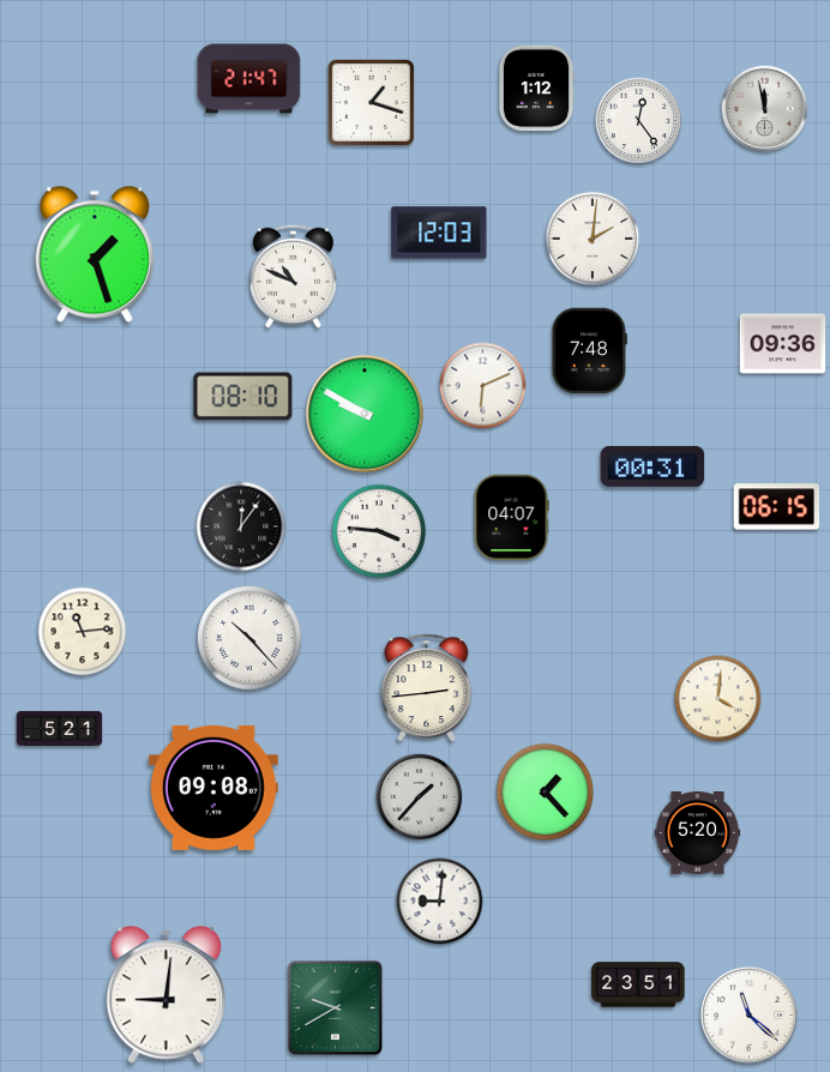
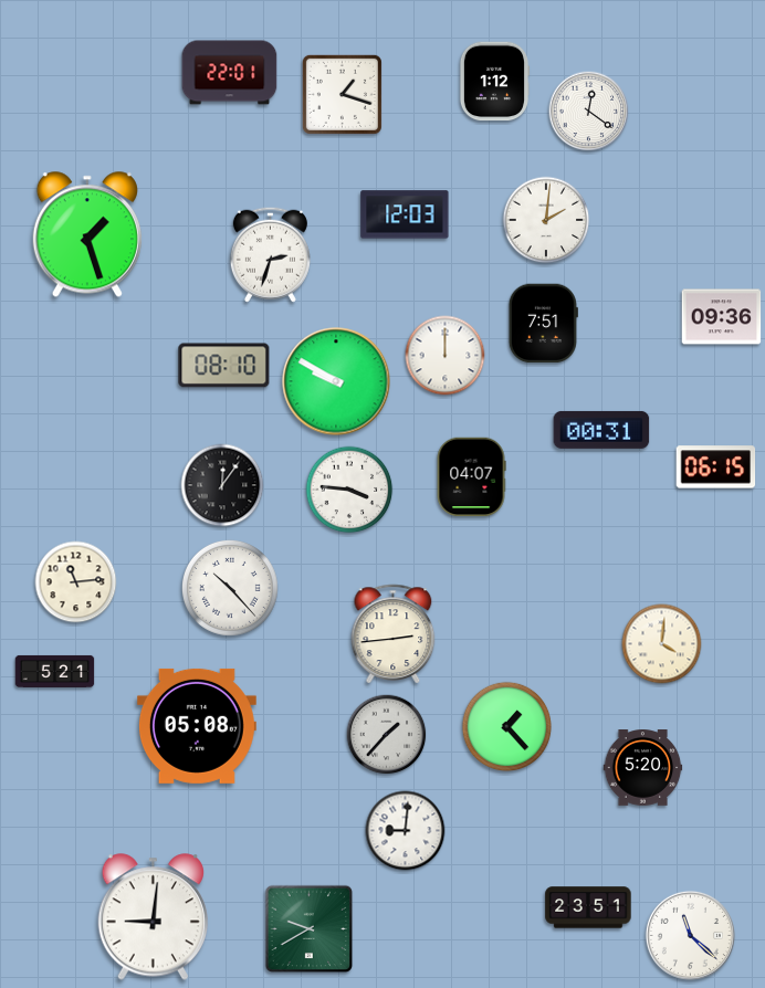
clock at (249, 79): 21:47 -> 22:01
clock at (765, 109): 11:58 -> none
clock at (639, 121): 12:24 -> 12:21
clock at (293, 276): 10:49 -> 2:33
clock at (589, 351): 7:48 -> 7:51
clock at (483, 386): 6:11 -> 12:00
clock at (213, 788): 09:08 -> 05:08
clock at (546, 793) position: (546, 793) -> (507, 727)
